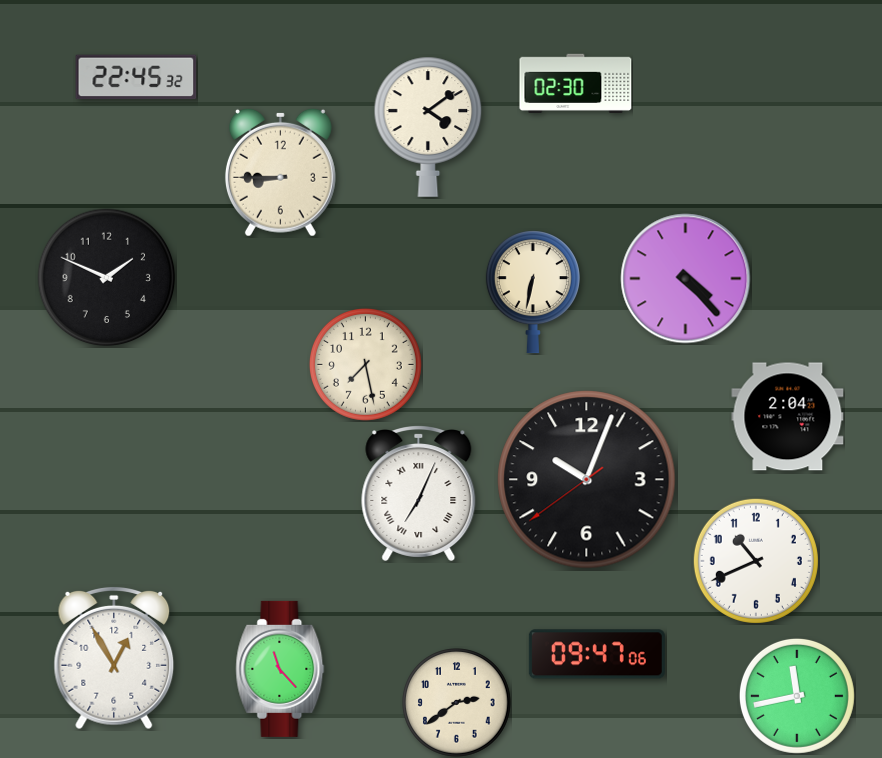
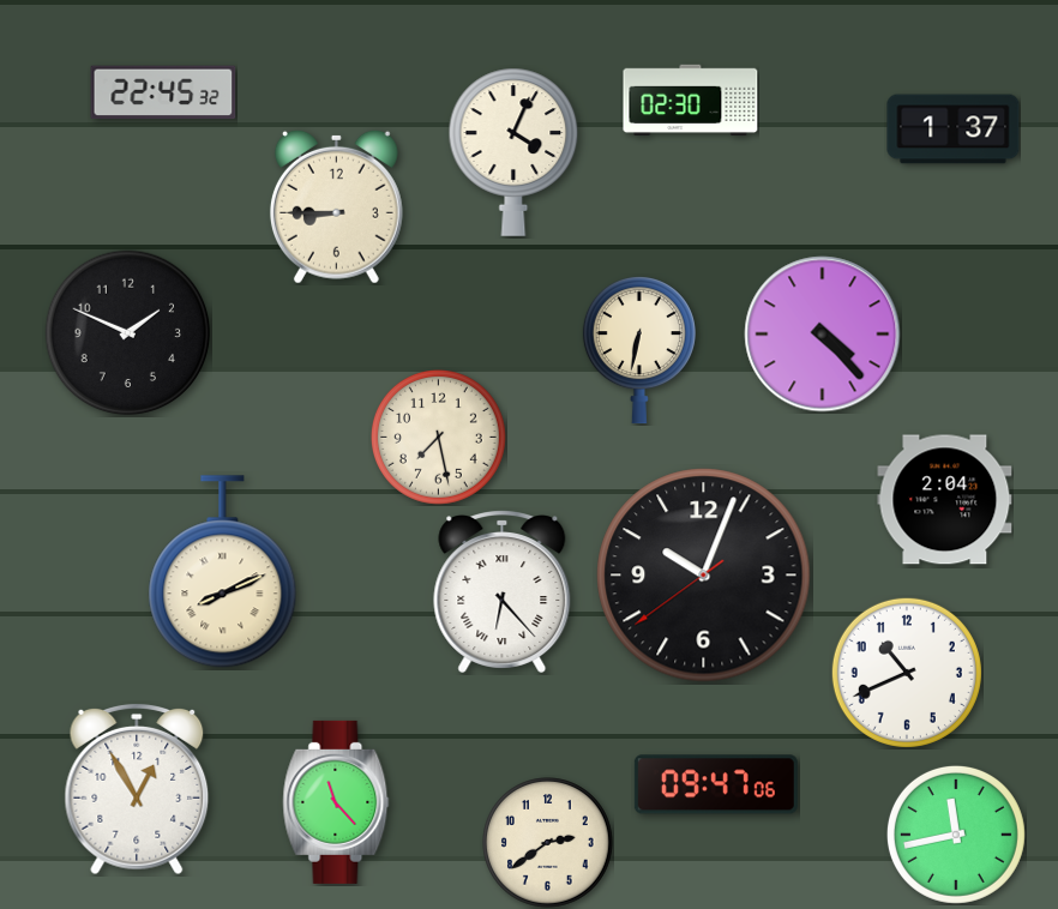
clock at (954, 130): none -> 1:37
clock at (428, 127): 4:09 -> 4:04
clock at (223, 572): none -> 8:11
clock at (419, 494): 7:04 -> 6:23
